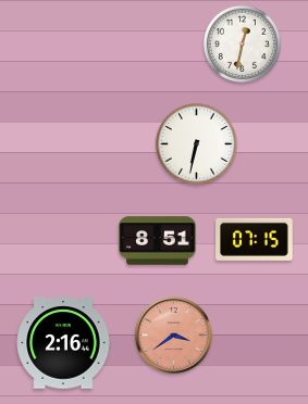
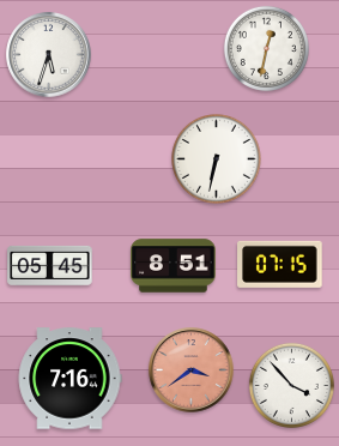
clock at (49, 55): none -> 5:33
clock at (50, 265): none -> 05:45
clock at (63, 343): 2:16 -> 7:16
clock at (291, 385): none -> 3:53
